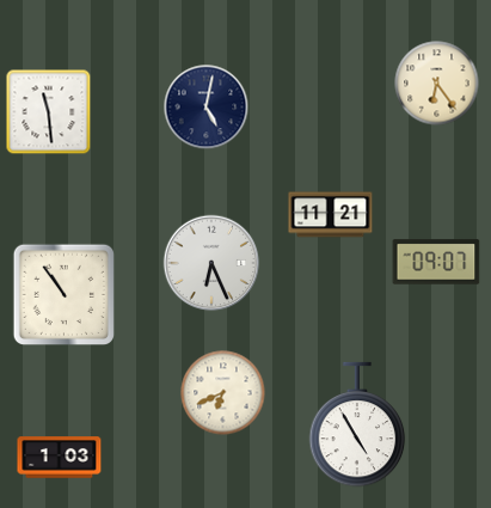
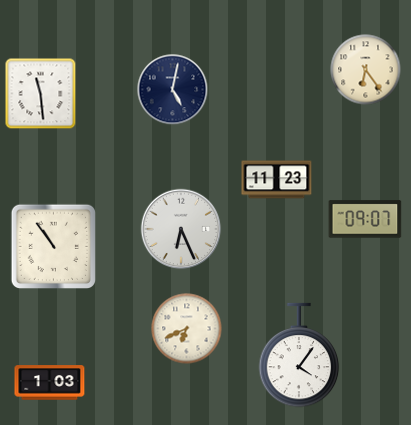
clock at (331, 215): 11:21 -> 11:23
clock at (211, 263) position: (211, 263) -> (181, 229)
clock at (357, 424): 4:55 -> 4:06
